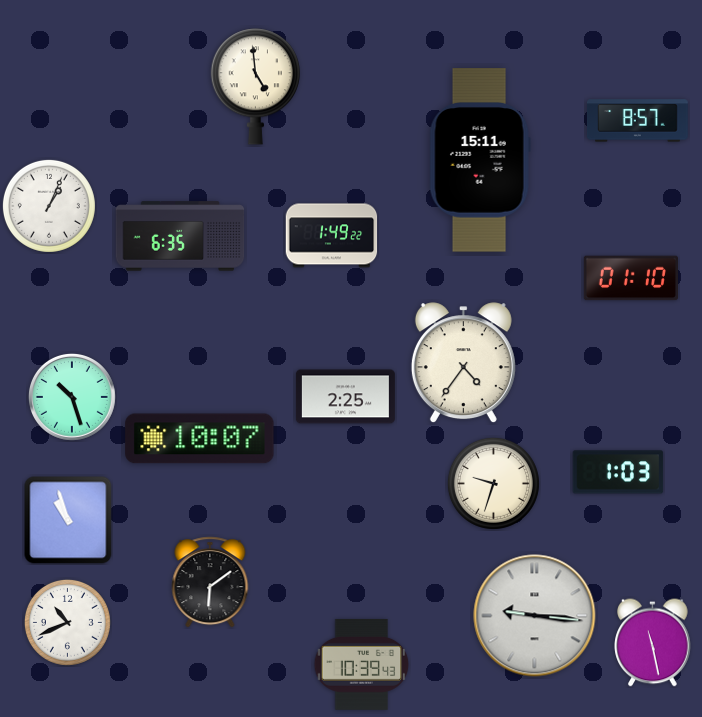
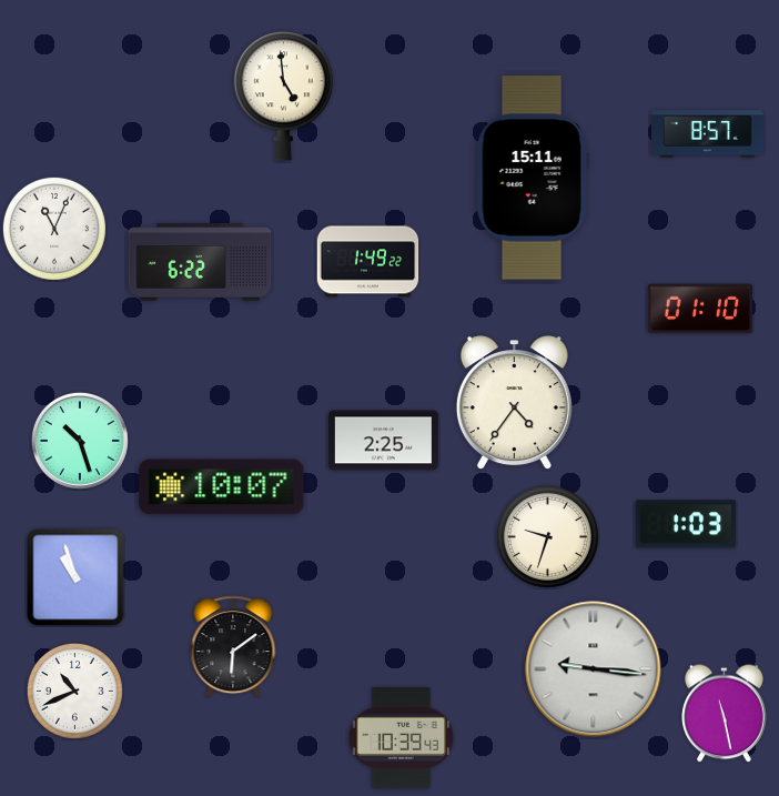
clock at (49, 206): 1:04 -> 11:04
clock at (180, 236): 6:35 -> 6:22
clock at (535, 616) position: (535, 616) -> (594, 669)
